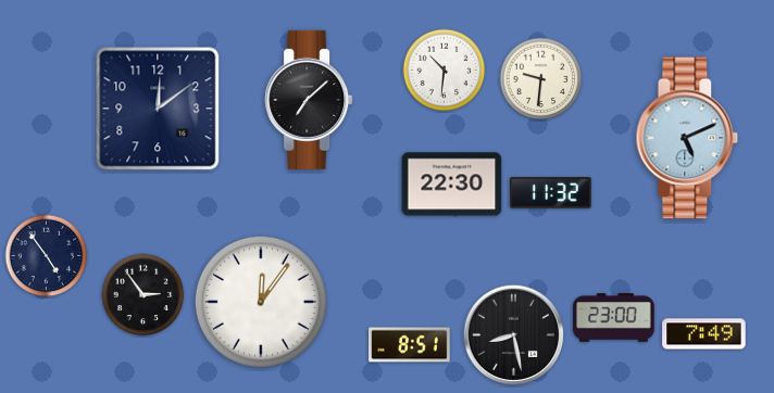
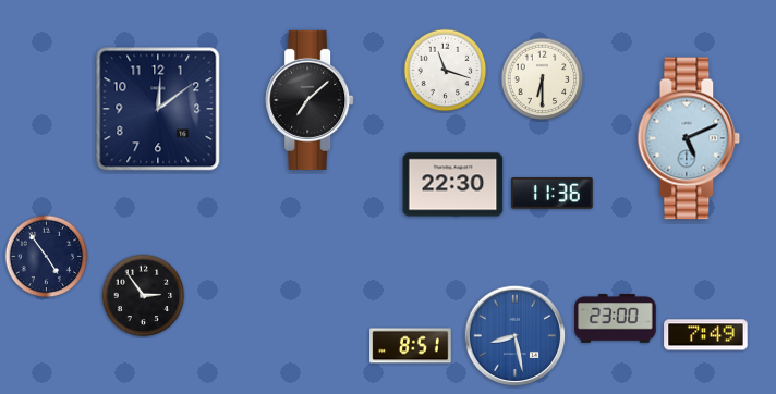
clock at (445, 71): 10:31 -> 11:18
clock at (541, 79): 9:31 -> 6:30
clock at (551, 193): 11:32 -> 11:36
clock at (261, 302): 12:06 -> none
clock at (514, 335) dial: black -> blue
